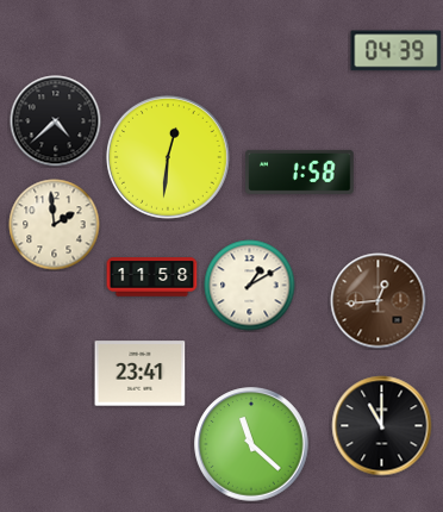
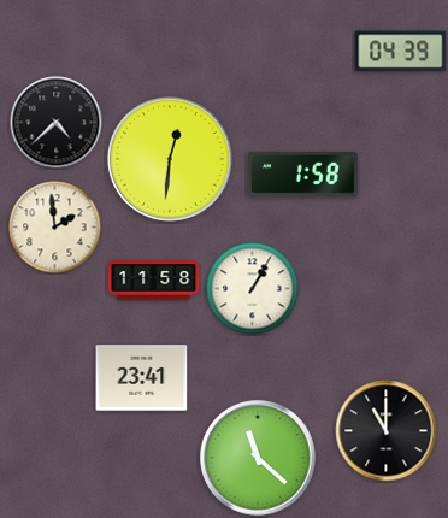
clock at (250, 286): 1:10 -> 1:05
clock at (379, 301): 12:44 -> none
clock at (251, 444) position: (251, 444) -> (258, 458)
